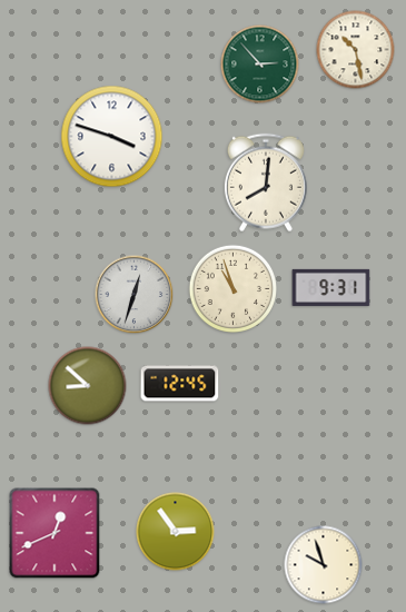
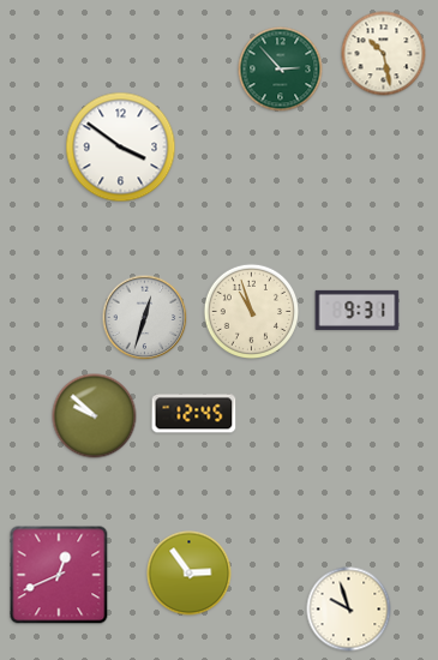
clock at (112, 137): 3:48 -> 3:51
clock at (266, 182): 8:01 -> none
clock at (88, 386): 8:52 -> 9:52
